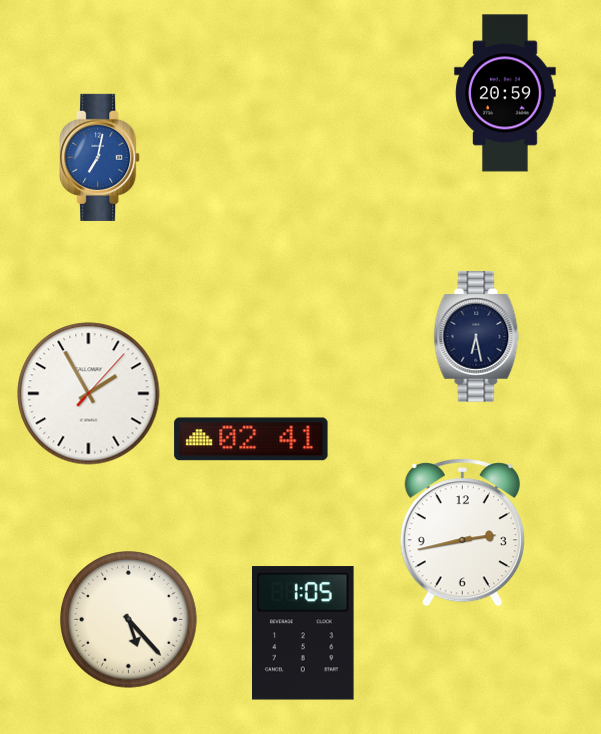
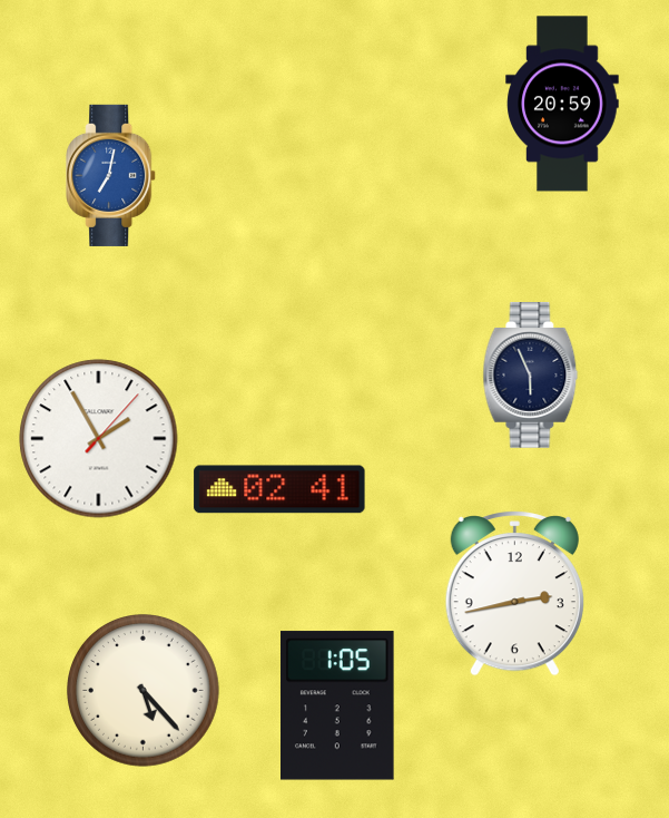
clock at (477, 337): 6:28 -> 5:56
